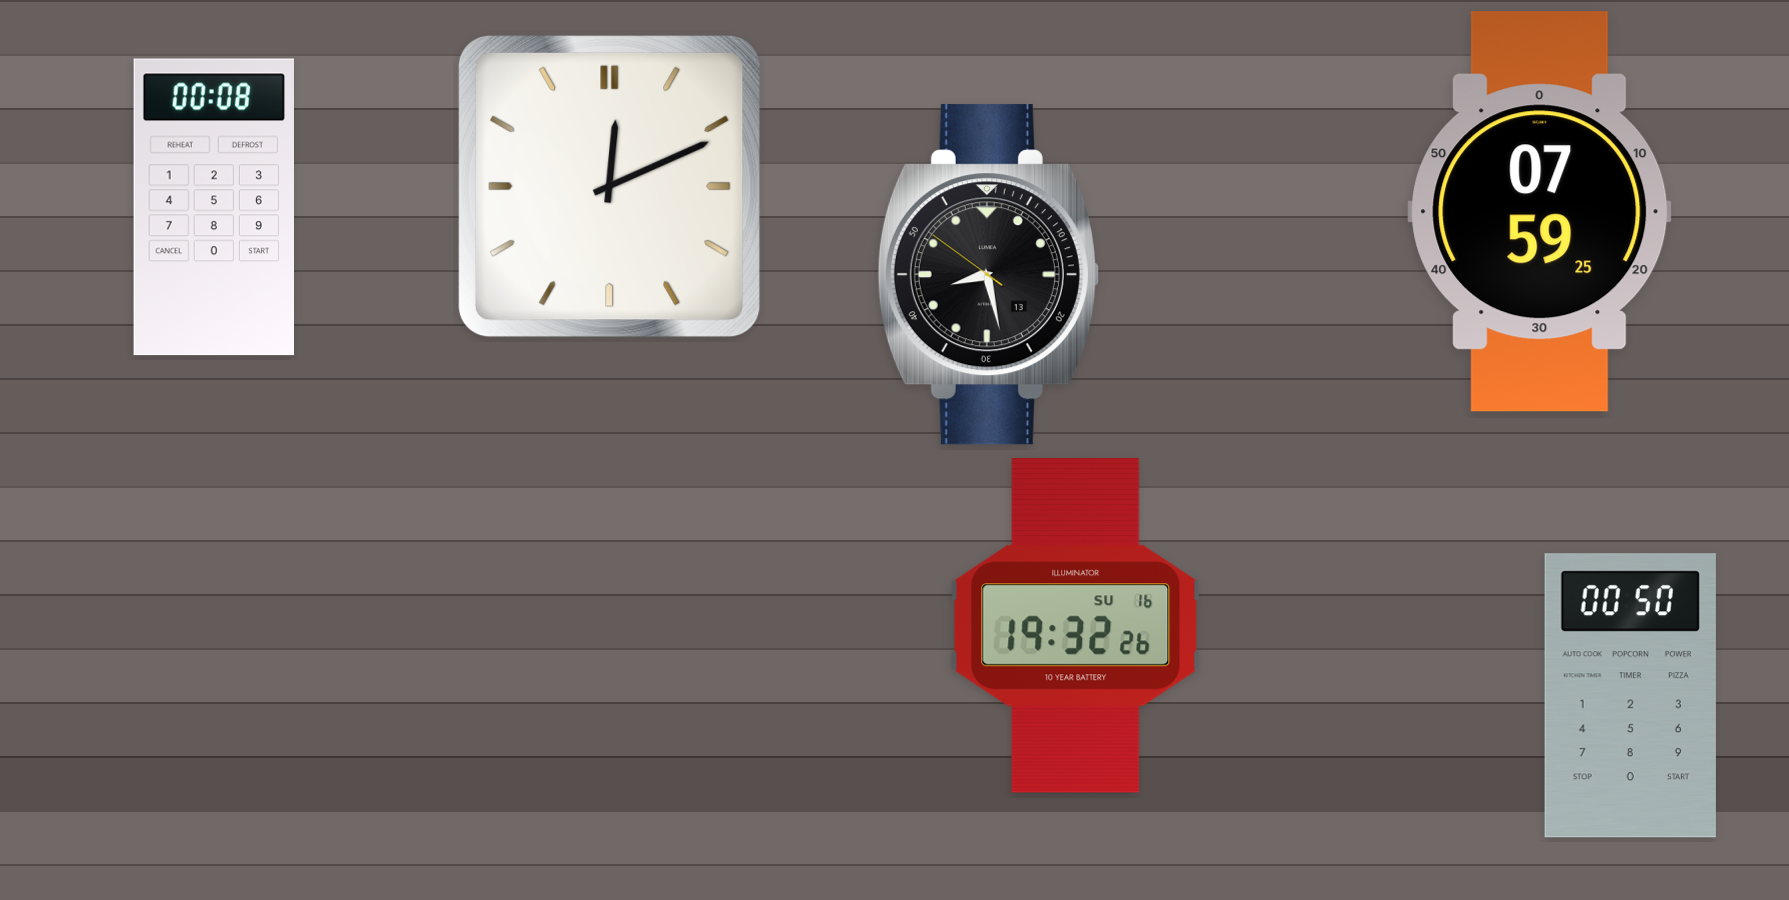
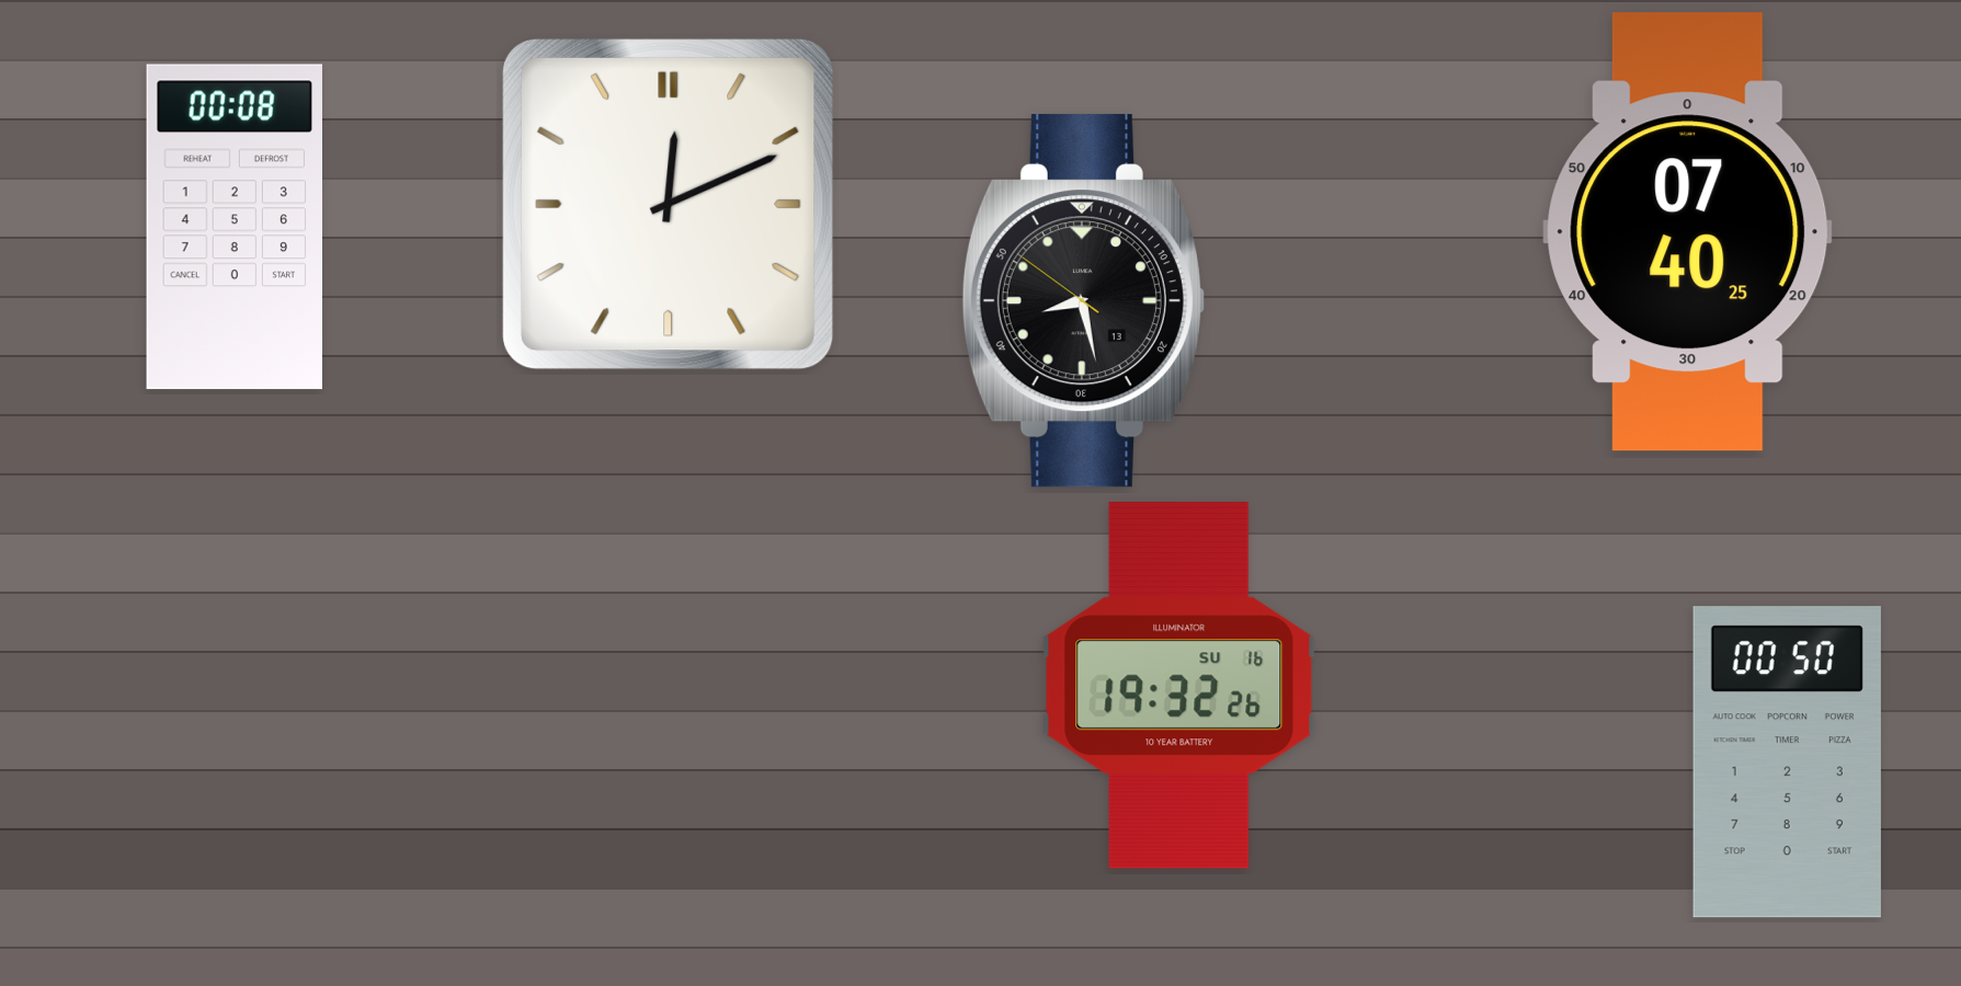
clock at (1540, 212): 07:59 -> 07:40
